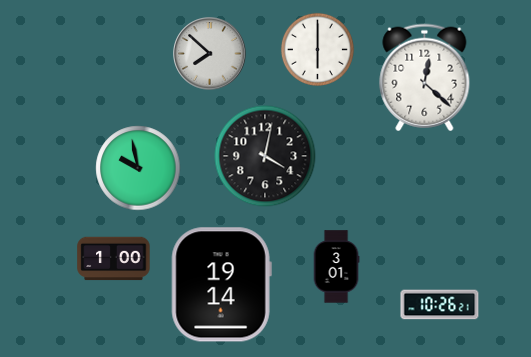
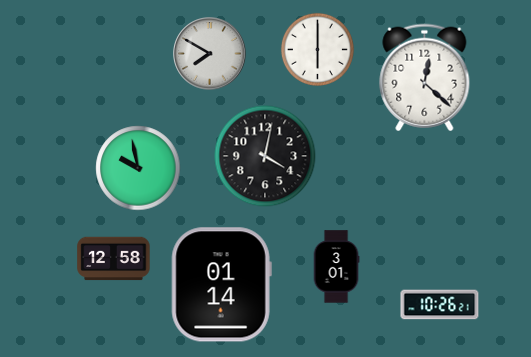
clock at (210, 54): 7:52 -> 7:50
clock at (114, 259): 1:00 -> 12:58
clock at (221, 285): 19:14 -> 01:14
